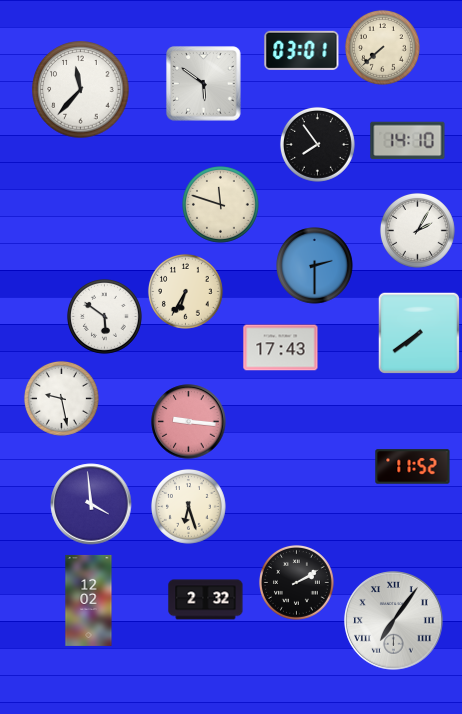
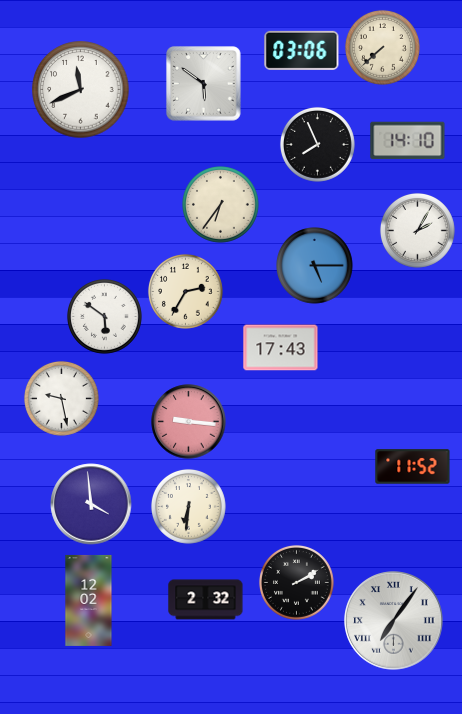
clock at (302, 50): 03:01 -> 03:06
clock at (81, 90): 11:37 -> 11:41
clock at (317, 145): 7:54 -> 7:56
clock at (221, 205): 11:48 -> 6:36
clock at (315, 266): 2:30 -> 5:15
clock at (185, 292): 6:35 -> 2:35
clock at (419, 333): 7:39 -> none
clock at (188, 507): 6:27 -> 6:31
